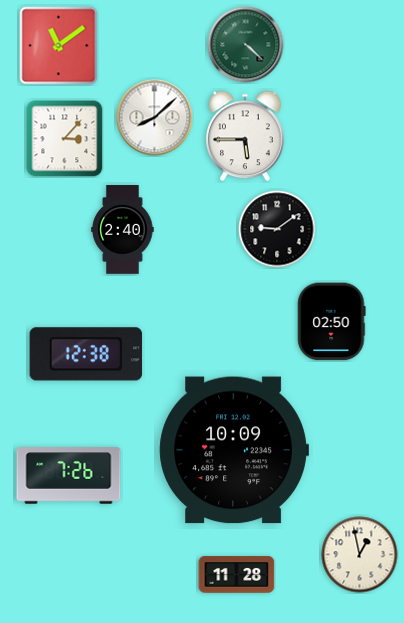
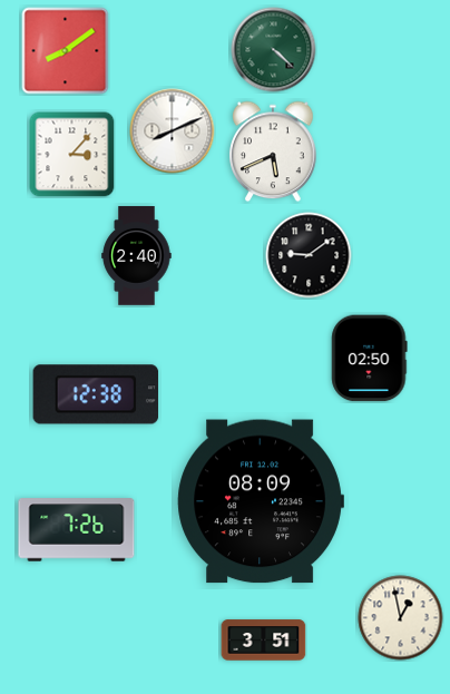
clock at (59, 46): 11:09 -> 8:09
clock at (155, 118): 8:08 -> 8:11
clock at (245, 136): 5:45 -> 5:41
clock at (234, 450): 10:09 -> 08:09
clock at (237, 575): 11:28 -> 3:51
